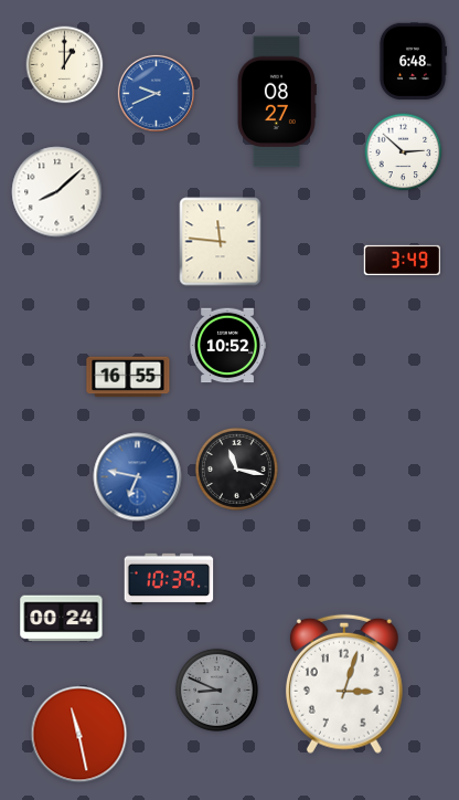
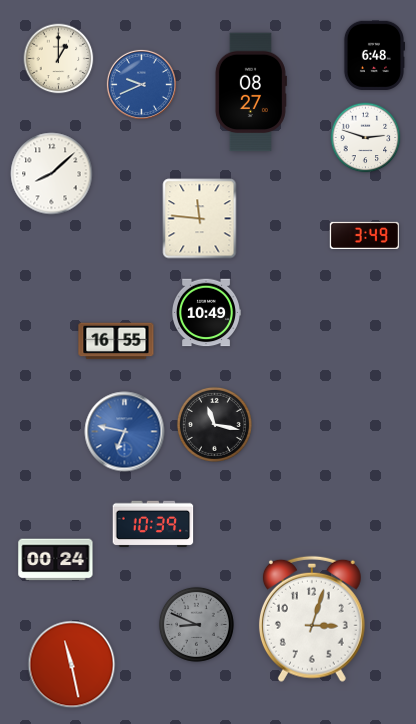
clock at (404, 152): 2:52 -> 2:48
clock at (227, 346): 10:52 -> 10:49
